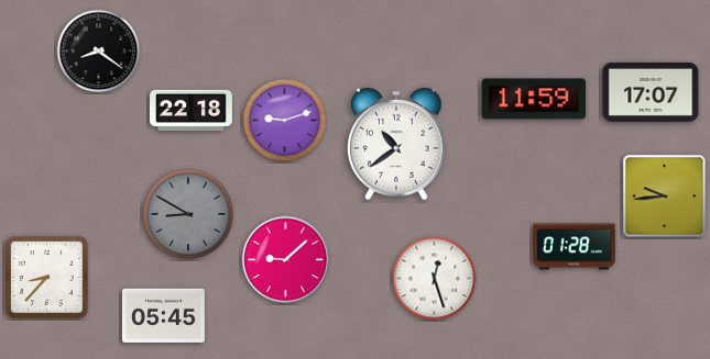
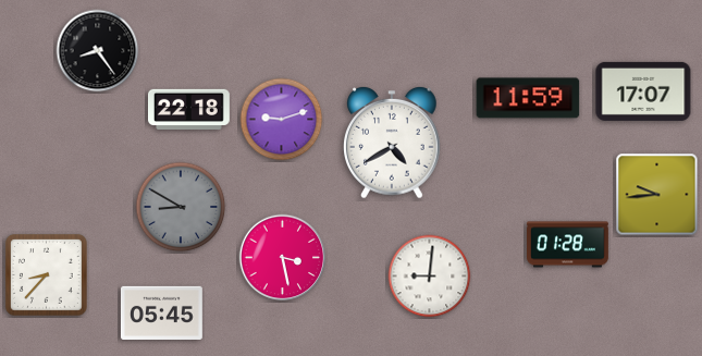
clock at (99, 52): 8:21 -> 8:24
clock at (396, 145): 10:39 -> 4:40
clock at (188, 214) position: (188, 214) -> (181, 207)
clock at (286, 260): 9:08 -> 3:28
clock at (435, 279): 12:27 -> 9:01
